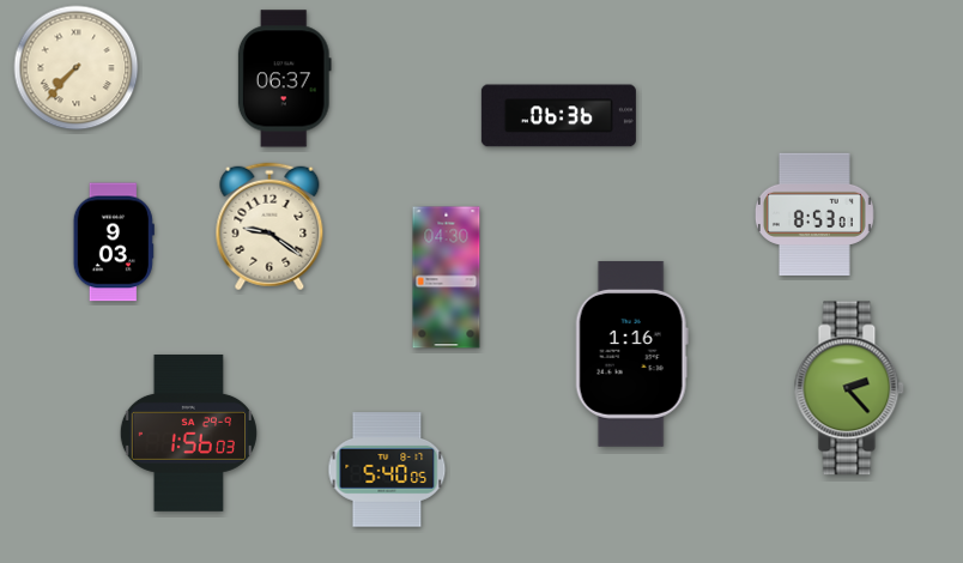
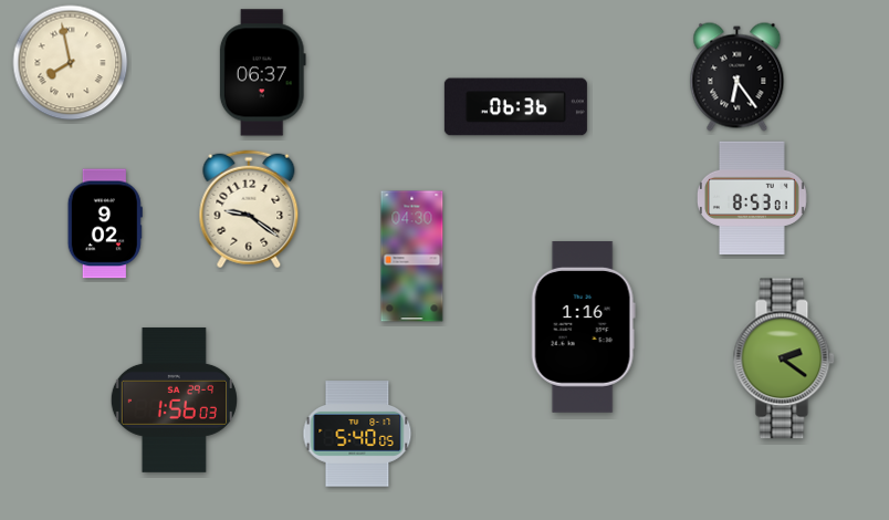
clock at (77, 68): 7:37 -> 7:58
clock at (738, 77): none -> 6:24
clock at (114, 242): 9:03 -> 9:02
clock at (849, 388): 2:23 -> 2:21
